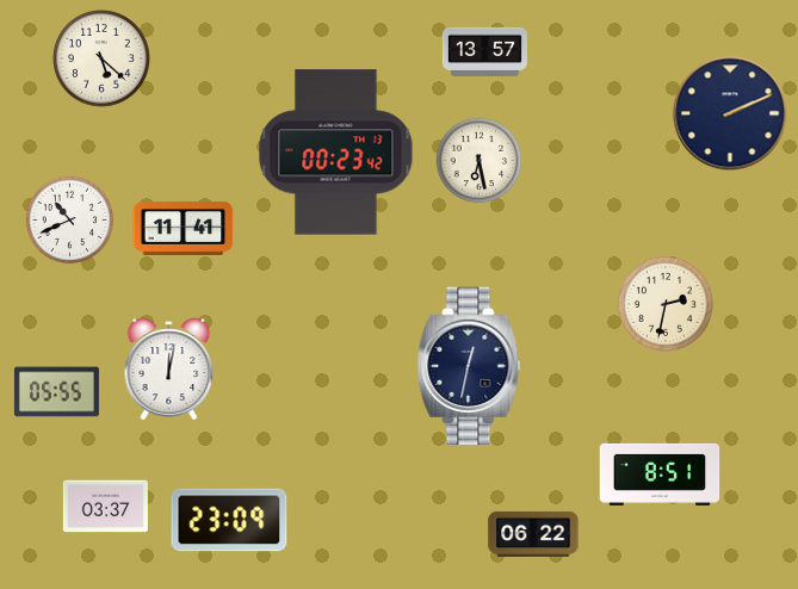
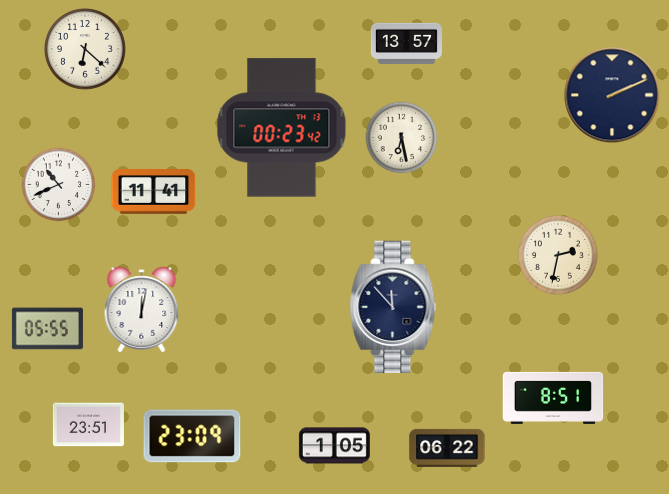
clock at (103, 60): 5:22 -> 6:22
clock at (480, 161) position: (480, 161) -> (402, 138)
clock at (469, 365): 12:32 -> 11:53
clock at (105, 507): 03:37 -> 23:51
clock at (334, 446): none -> 1:05
